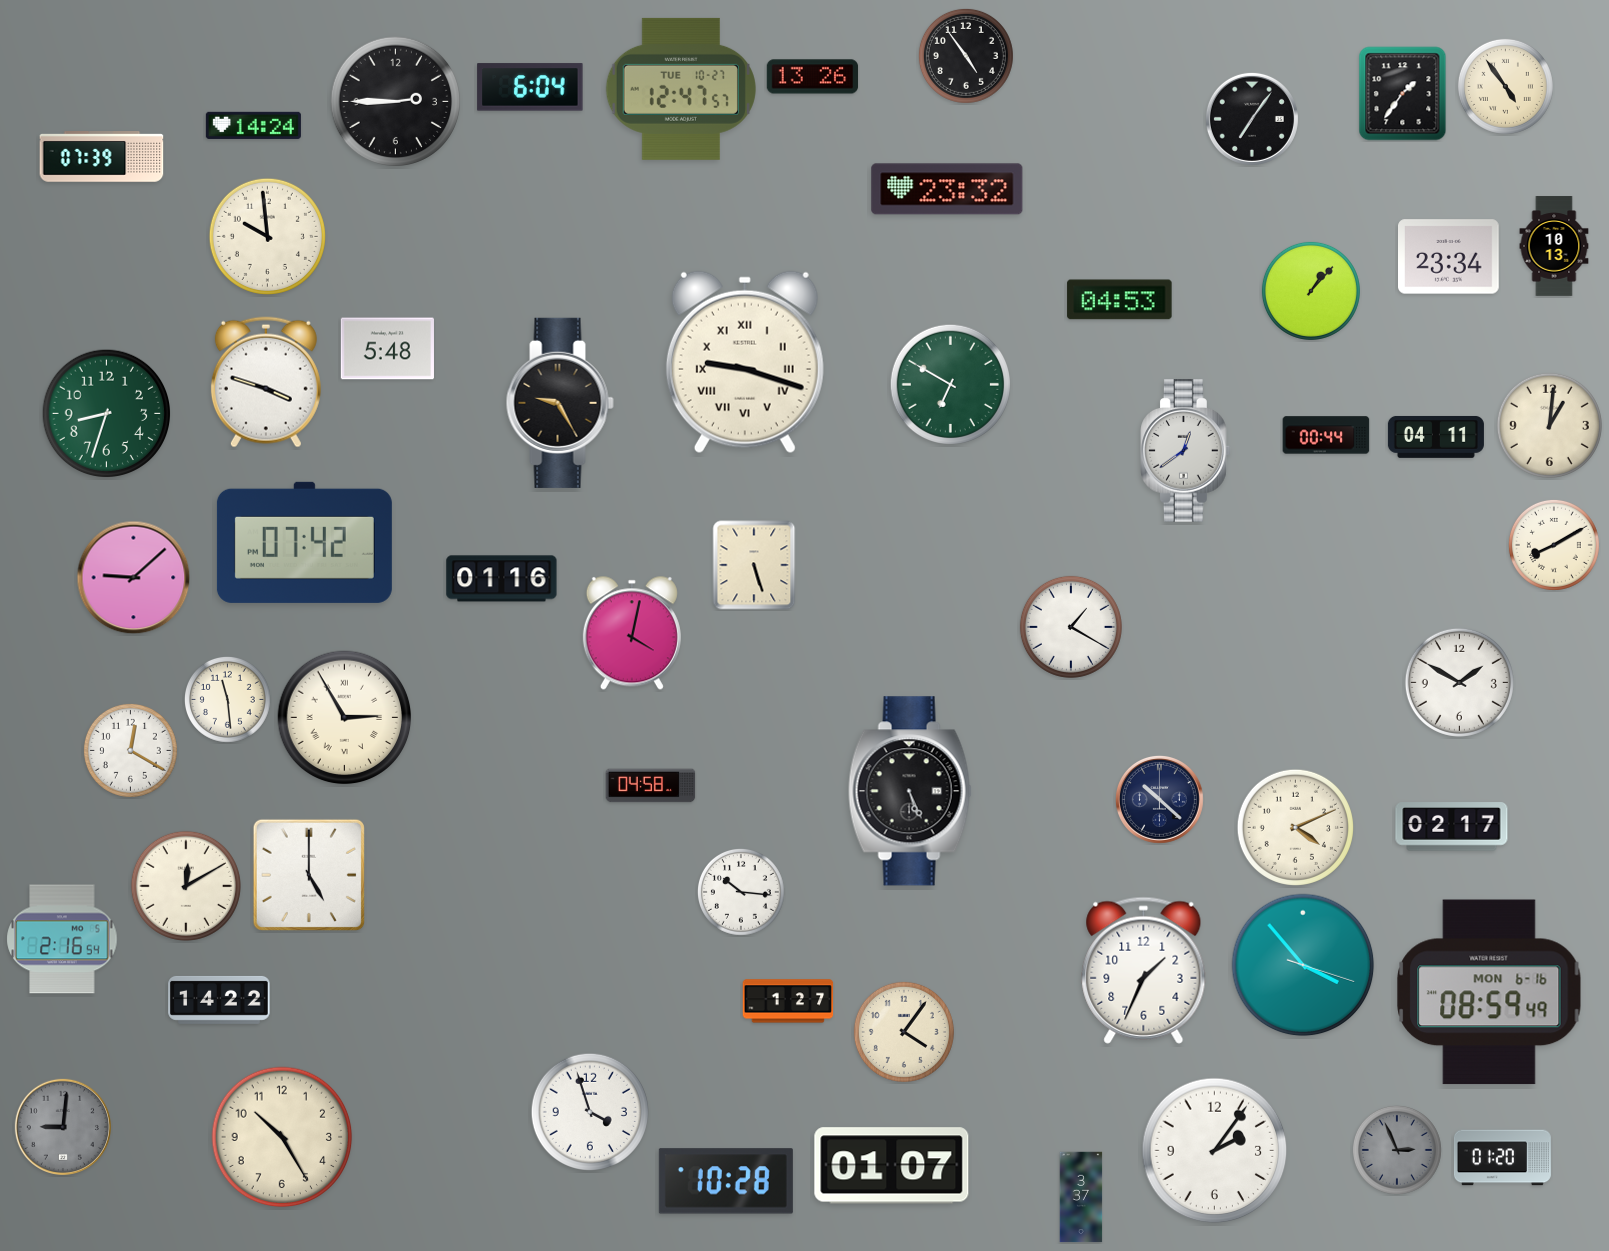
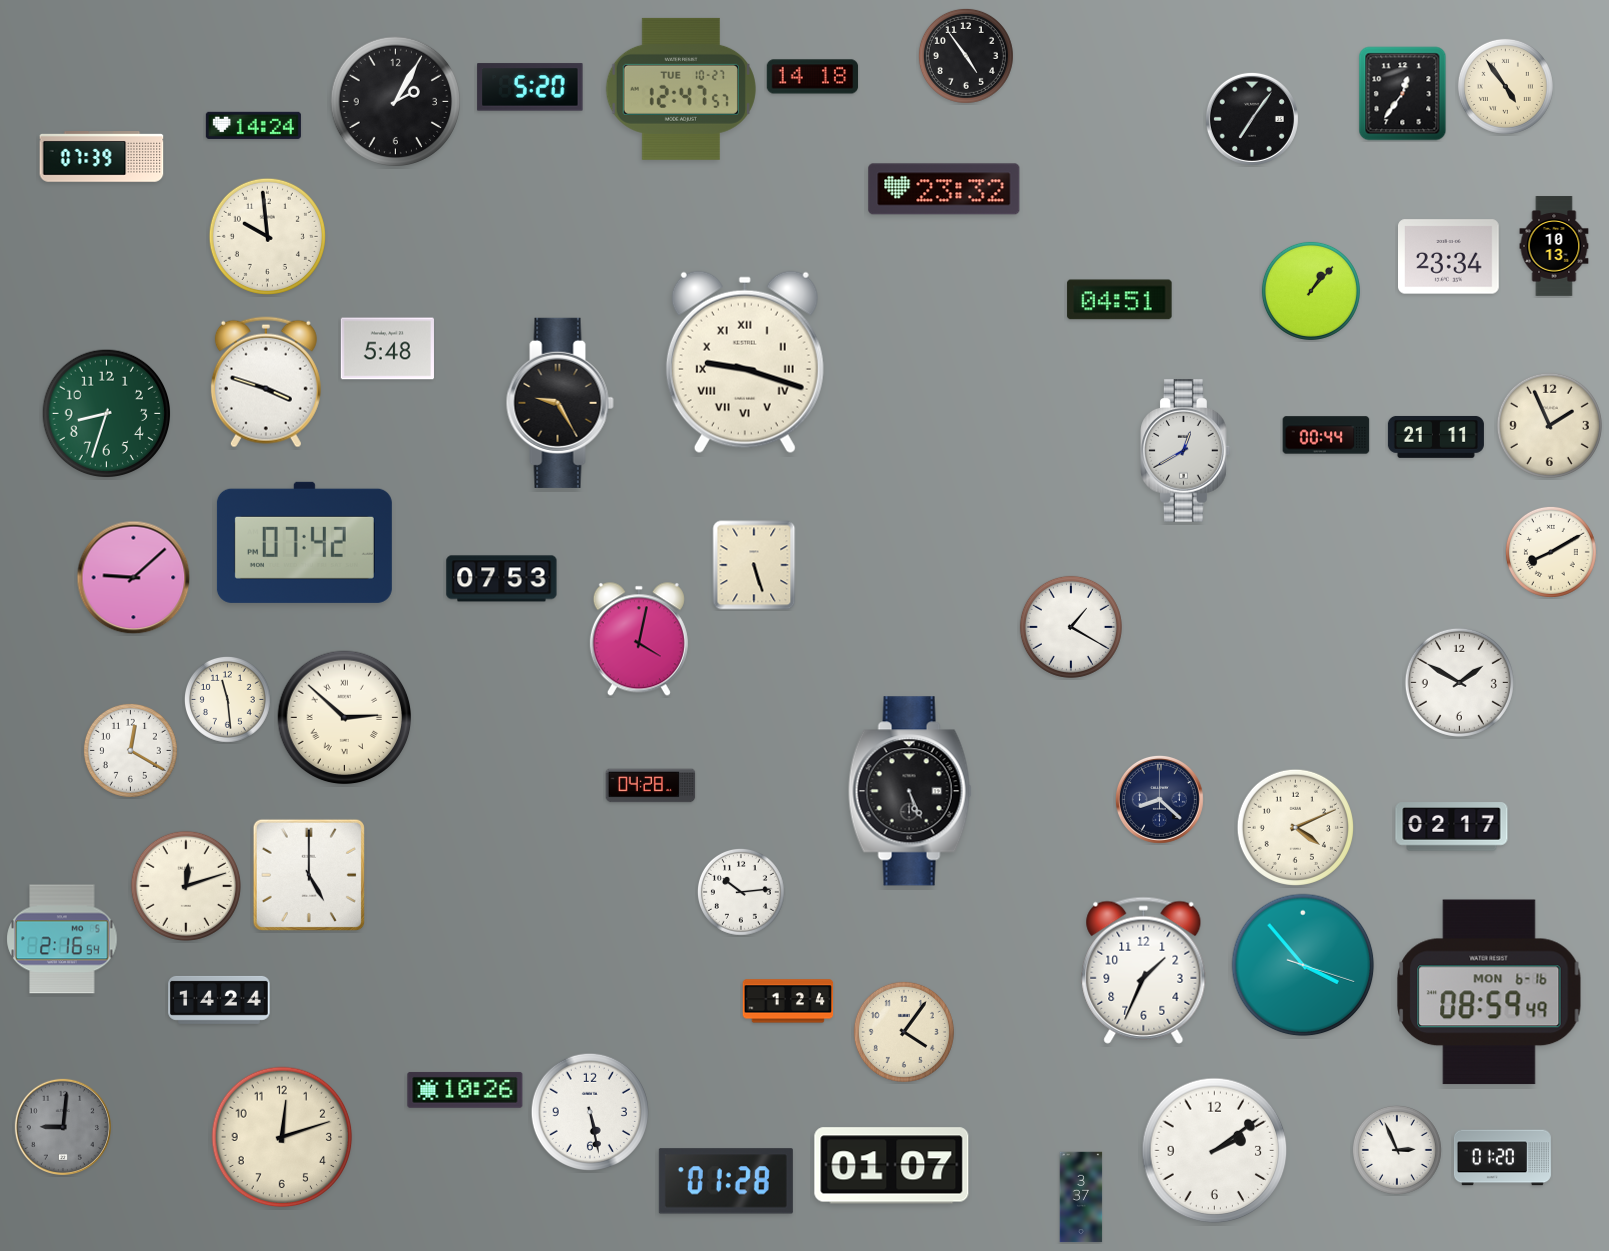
clock at (813, 77): 13:26 -> 14:18
clock at (530, 87): 6:04 -> 5:20
clock at (1403, 94): 1:36 -> 12:36
clock at (396, 102): 2:45 -> 2:05
clock at (947, 189) position: (947, 189) -> (944, 189)
clock at (1120, 300): 04:53 -> 04:51
clock at (950, 384): 6:50 -> none
clock at (1549, 425): 1:01 -> 1:56
clock at (1436, 437): 04:11 -> 21:11
clock at (1186, 451): 12:39 -> 12:40
clock at (1554, 545) position: (1554, 545) -> (1551, 552)
clock at (502, 579): 01:16 -> 07:53
clock at (632, 633) position: (632, 633) -> (639, 639)
clock at (345, 718): 2:55 -> 2:52
clock at (651, 786): 04:58 -> 04:28
clock at (1159, 799): 10:22 -> 8:22
clock at (186, 886): 12:10 -> 12:12
clock at (741, 892): 10:16 -> 10:14
clock at (219, 1000): 14:22 -> 14:24
clock at (788, 1001): 1:27 -> 1:24
clock at (465, 1090): none -> 10:26
clock at (590, 1112): 3:57 -> 5:28
clock at (282, 1137): 10:25 -> 12:12
clock at (1397, 1150) dial: grey -> white
clock at (1215, 1151): 2:06 -> 2:09
clock at (726, 1181): 10:28 -> 01:28
